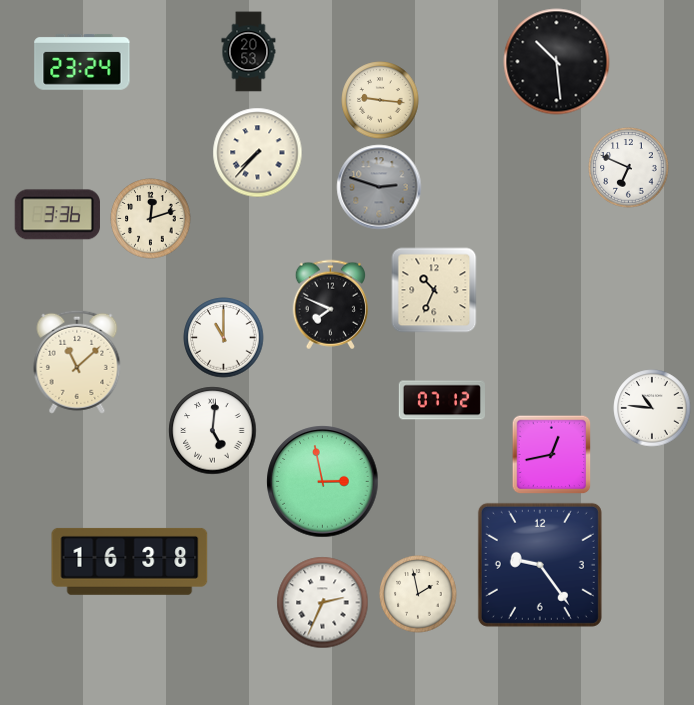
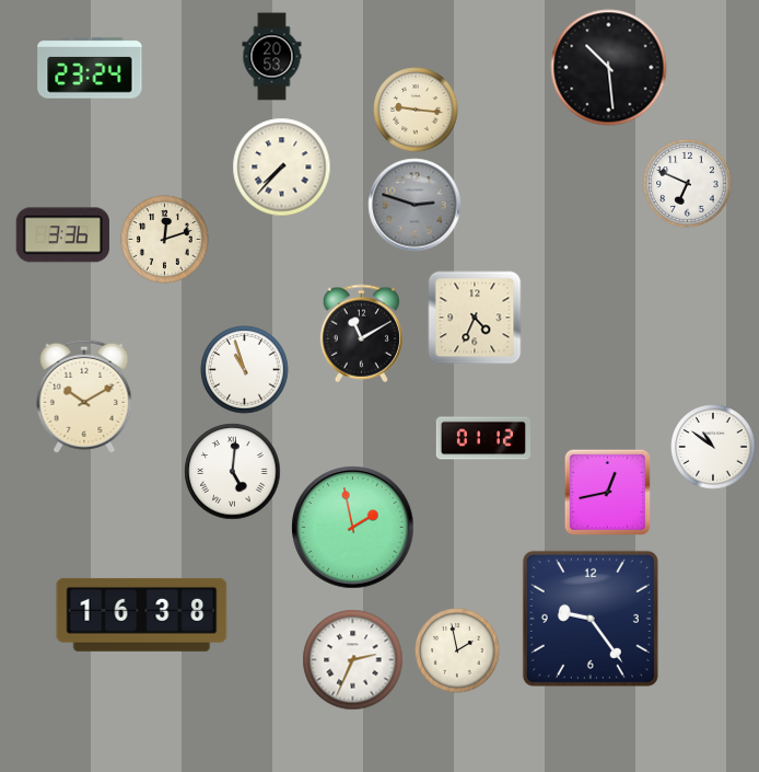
clock at (434, 290): 10:34 -> 4:34
clock at (330, 305): 7:49 -> 11:10
clock at (224, 338): 11:00 -> 10:57
clock at (77, 362): 11:08 -> 10:10
clock at (441, 400): 07:12 -> 01:12
clock at (652, 408): 10:46 -> 10:51
clock at (552, 455) position: (552, 455) -> (608, 493)
clock at (323, 482): 2:58 -> 1:58
